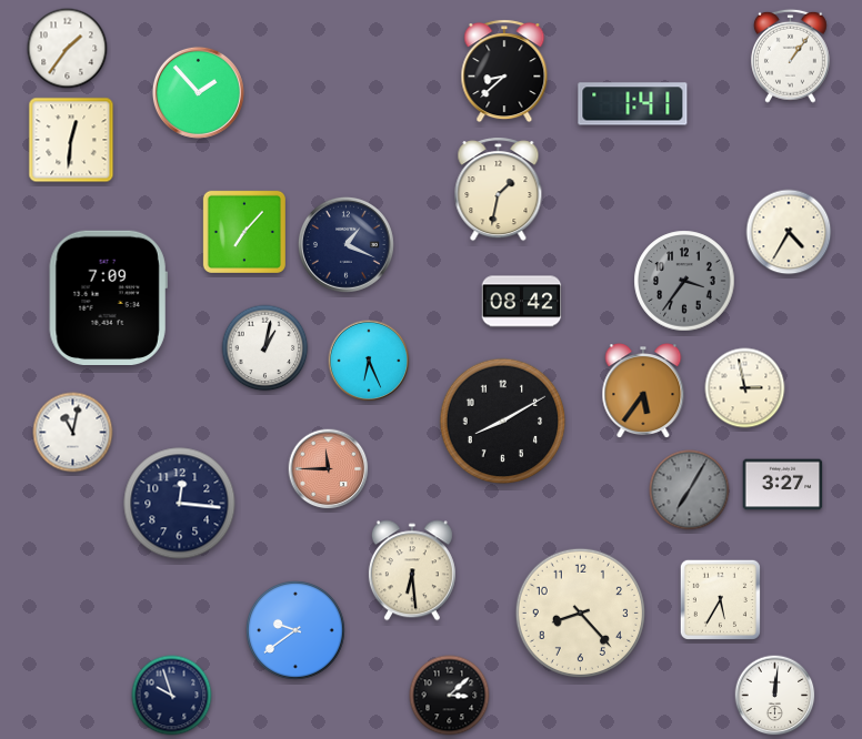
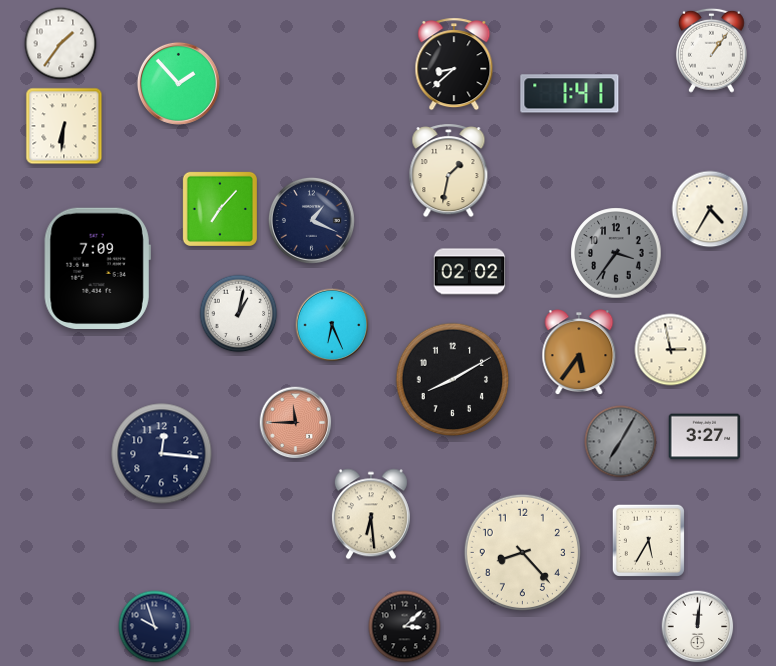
clock at (71, 140): 12:31 -> 6:31
clock at (522, 302): 08:42 -> 02:02
clock at (73, 433): 11:02 -> none
clock at (297, 631): 9:39 -> none
